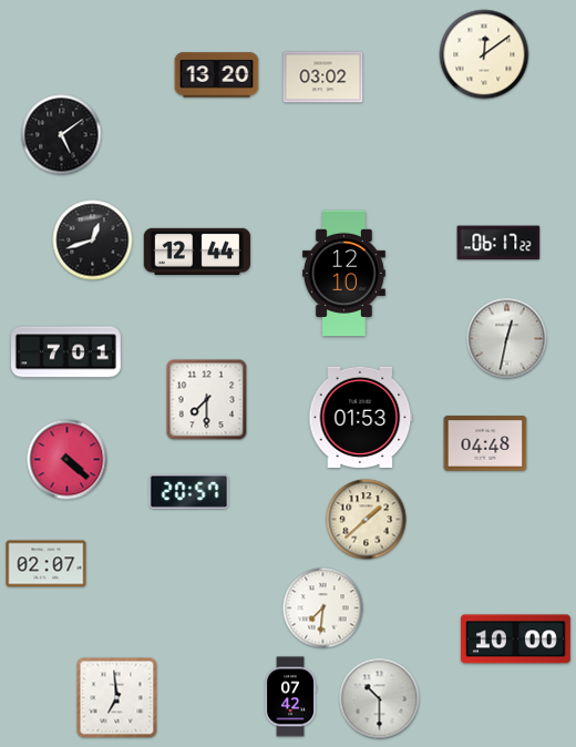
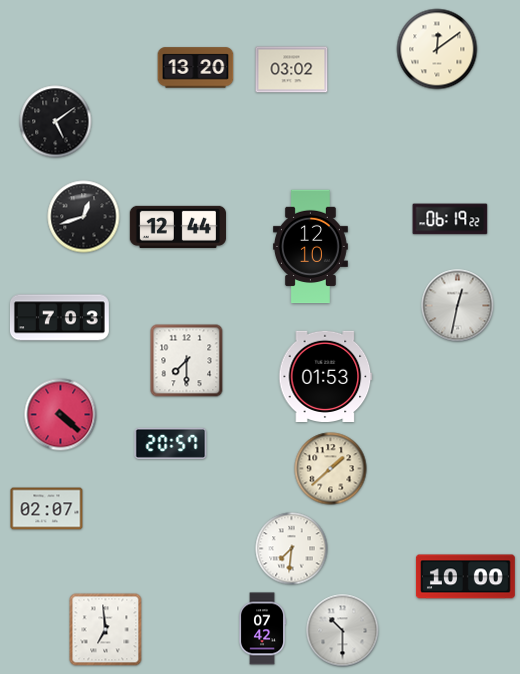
clock at (498, 243): 06:17 -> 06:19
clock at (65, 352): 7:01 -> 7:03
clock at (485, 443): 04:48 -> none
clock at (47, 564) position: (47, 564) -> (47, 509)
